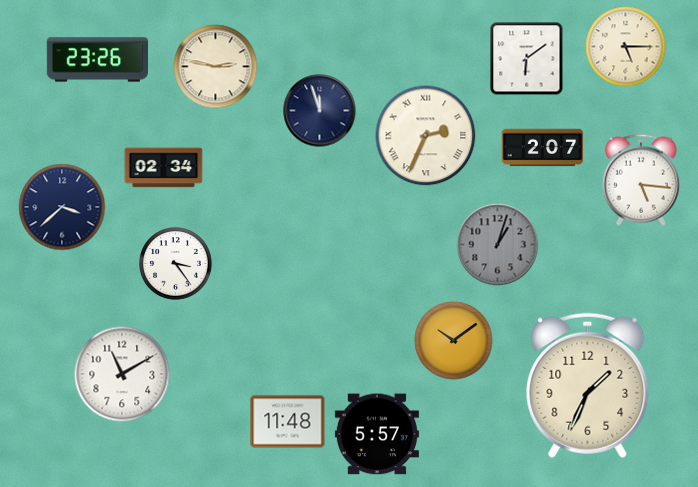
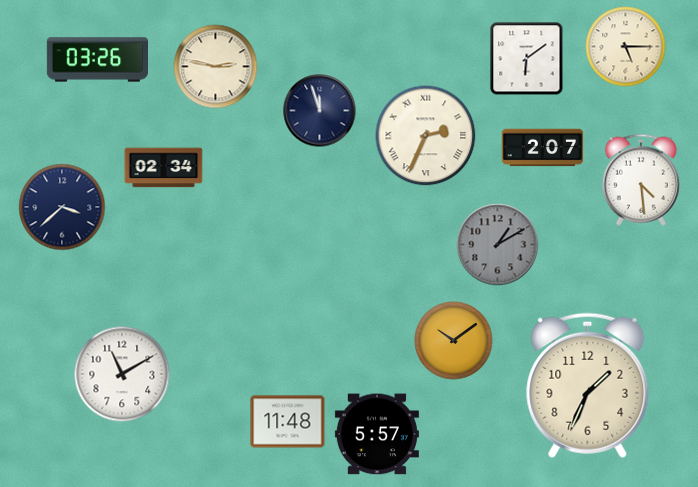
clock at (97, 60): 23:26 -> 03:26
clock at (641, 180): 5:16 -> 4:29
clock at (498, 245): 1:03 -> 1:10
clock at (176, 264): 3:24 -> none
